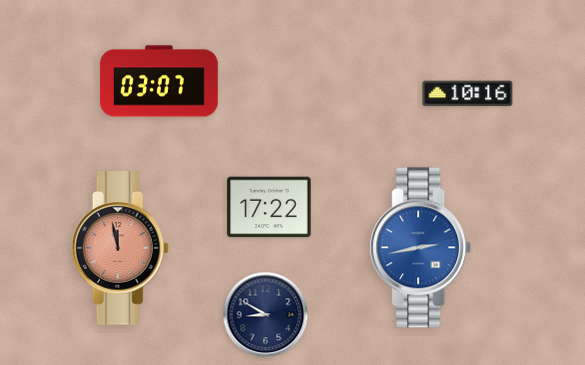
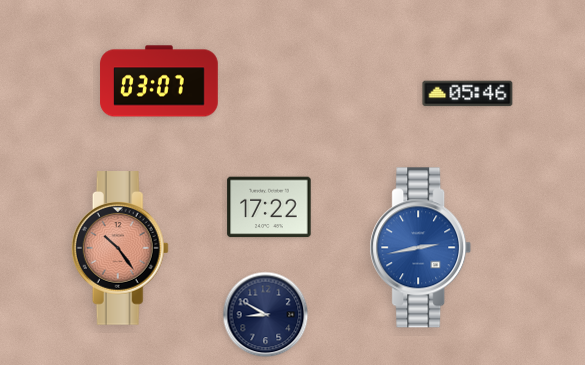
clock at (468, 94): 10:16 -> 05:46
clock at (120, 249): 11:58 -> 10:24
